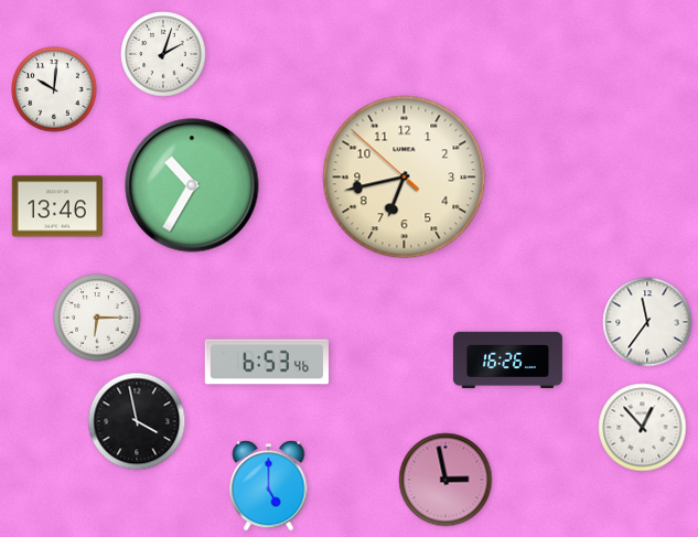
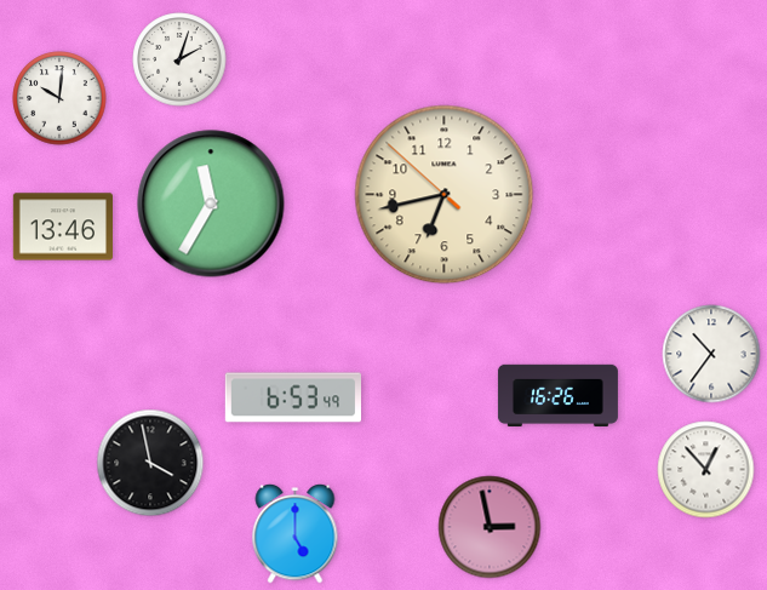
clock at (192, 185): 10:35 -> 11:35
clock at (97, 318): 6:15 -> none
clock at (647, 322): 11:36 -> 10:36
clock at (266, 362): 6:53:46 -> 6:53:49
